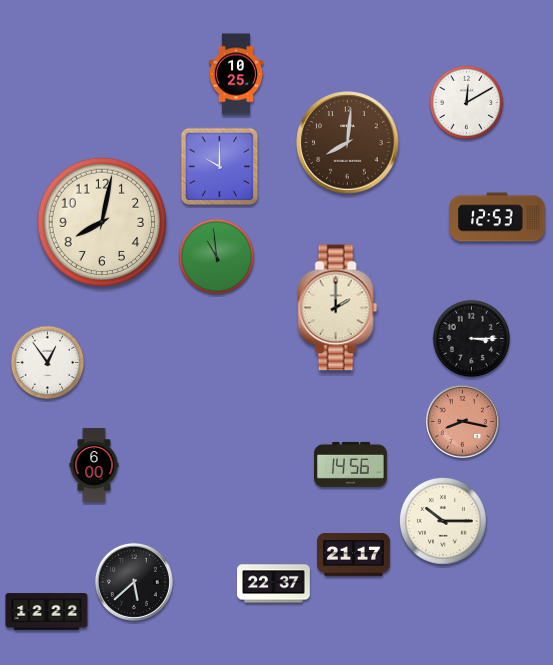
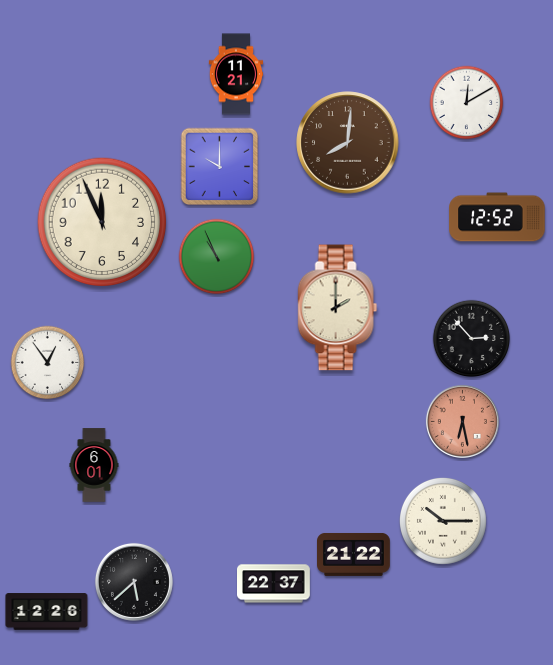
clock at (236, 74): 10:25 -> 11:21
clock at (497, 217): 12:53 -> 12:52
clock at (102, 222): 8:02 -> 11:56
clock at (217, 257): 10:59 -> 10:56
clock at (472, 339): 3:15 -> 2:53
clock at (462, 421): 8:17 -> 6:28
clock at (351, 464): 14:56 -> none
clock at (94, 465): 6:00 -> 6:01
clock at (354, 554): 21:17 -> 21:22
clock at (47, 612): 12:22 -> 12:26
